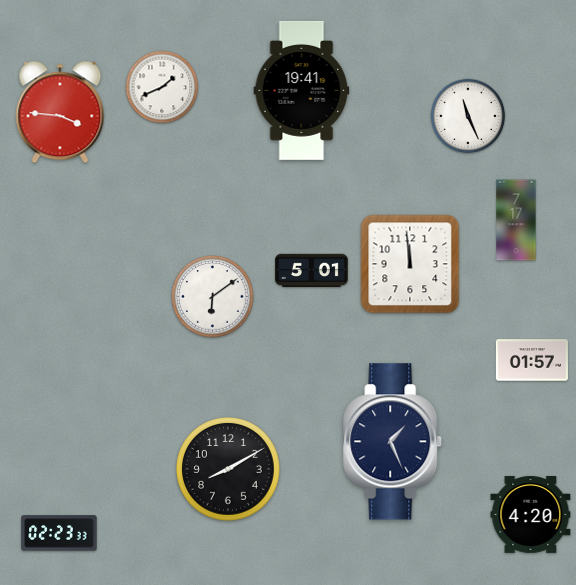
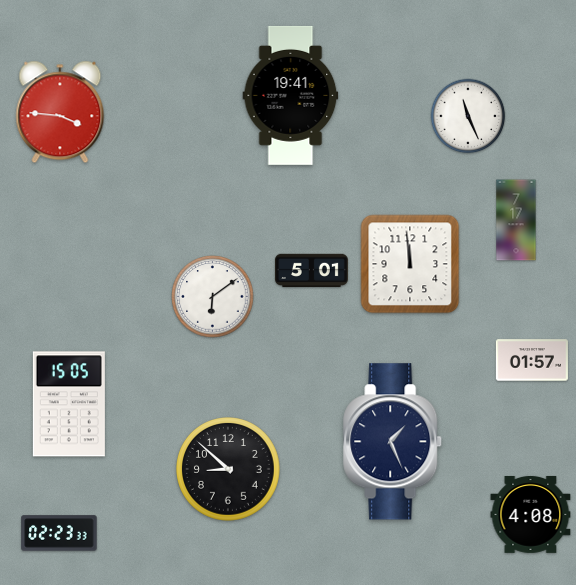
clock at (162, 87): 1:41 -> none
clock at (302, 90) position: (302, 90) -> (291, 95)
clock at (69, 404): none -> 15:05
clock at (228, 469): 8:10 -> 8:52
clock at (531, 514): 4:20 -> 4:08
